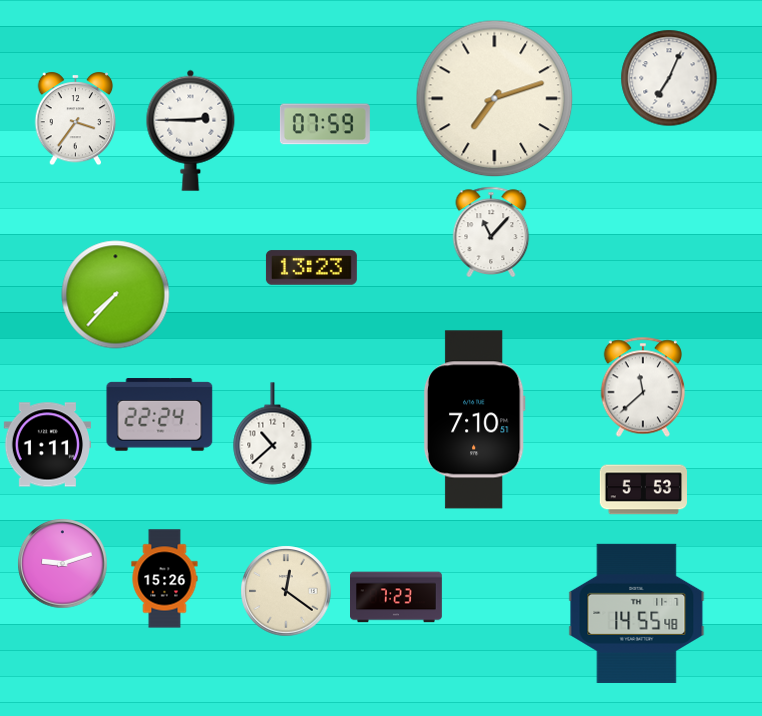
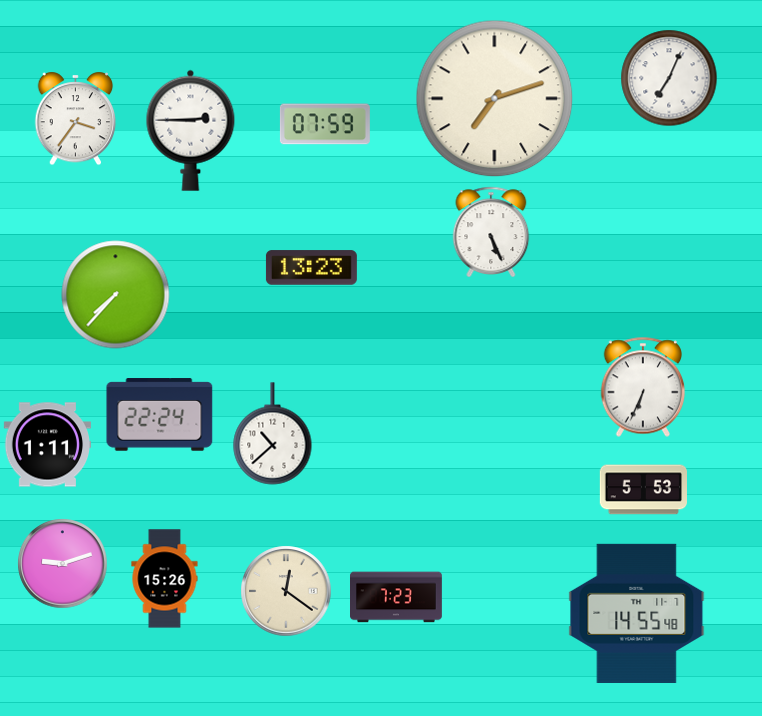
clock at (491, 231): 11:07 -> 5:26
clock at (643, 387): 11:38 -> 6:34
clock at (474, 420): 7:10 -> none
